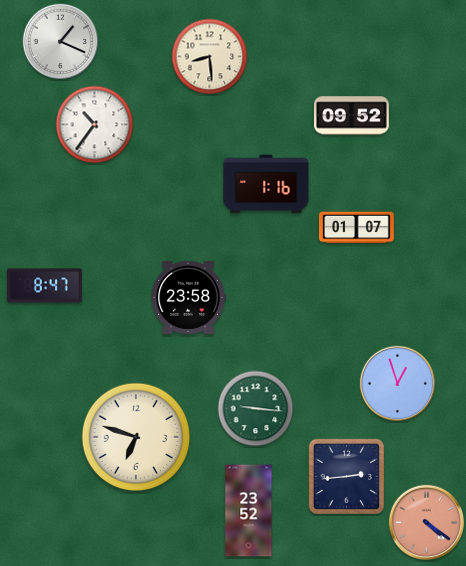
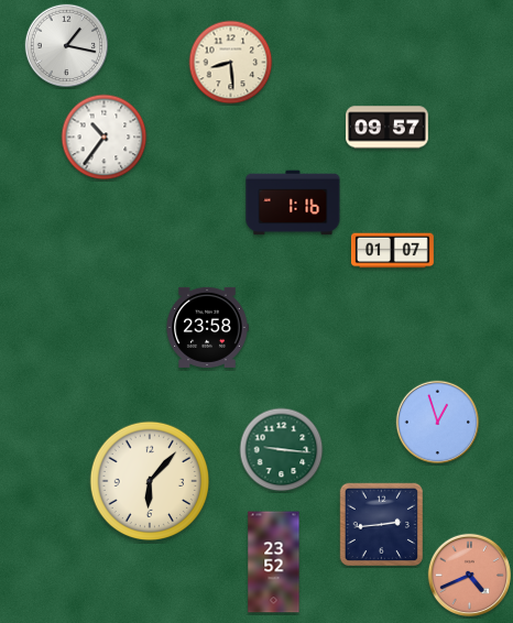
clock at (61, 42): 1:19 -> 1:17
clock at (352, 116): 09:52 -> 09:57
clock at (45, 286): 8:47 -> none
clock at (136, 437): 6:48 -> 6:07
clock at (427, 523): 4:21 -> 4:41
